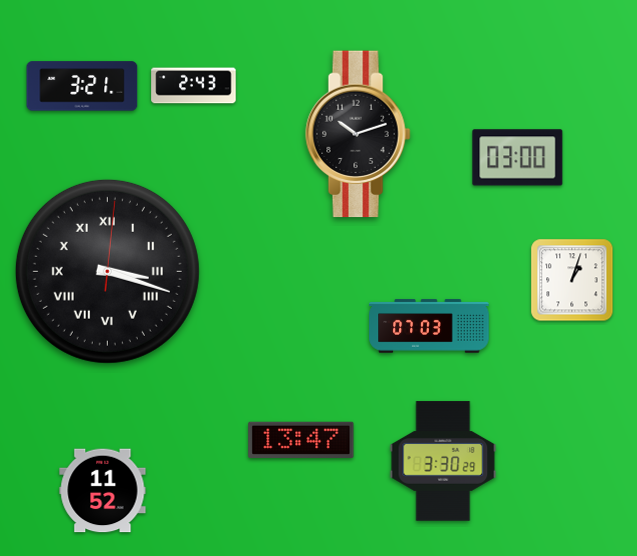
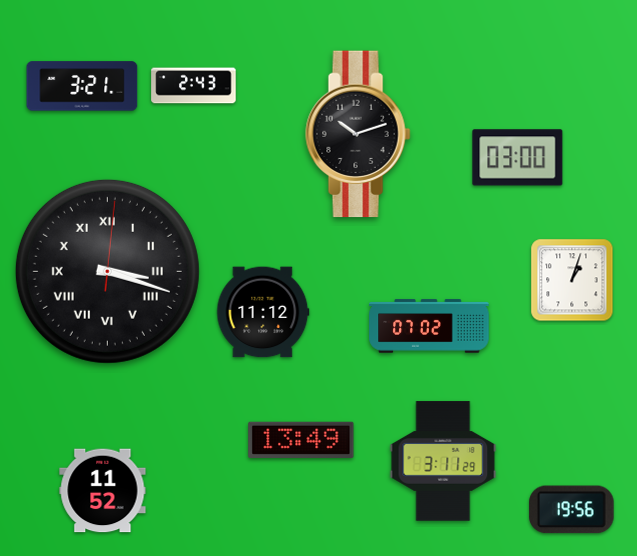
clock at (263, 312): none -> 11:12
clock at (429, 326): 07:03 -> 07:02
clock at (301, 440): 13:47 -> 13:49
clock at (443, 461): 3:30 -> 3:11
clock at (572, 510): none -> 19:56
